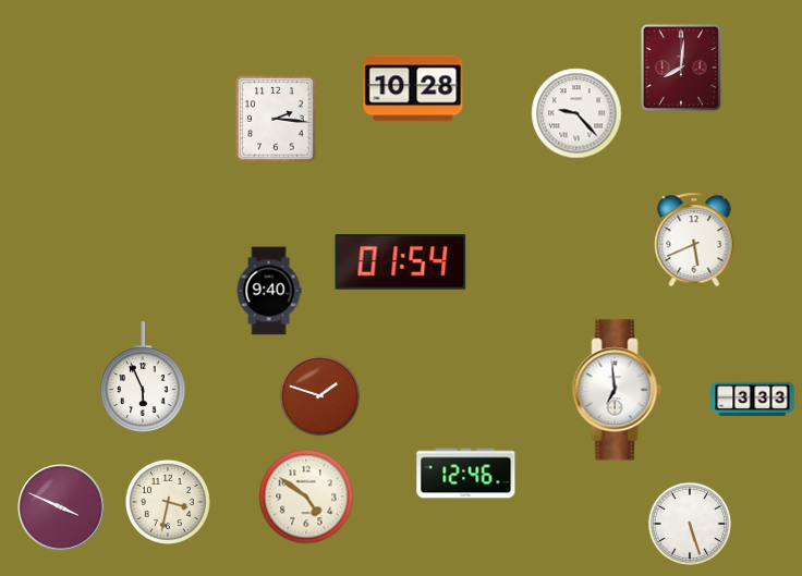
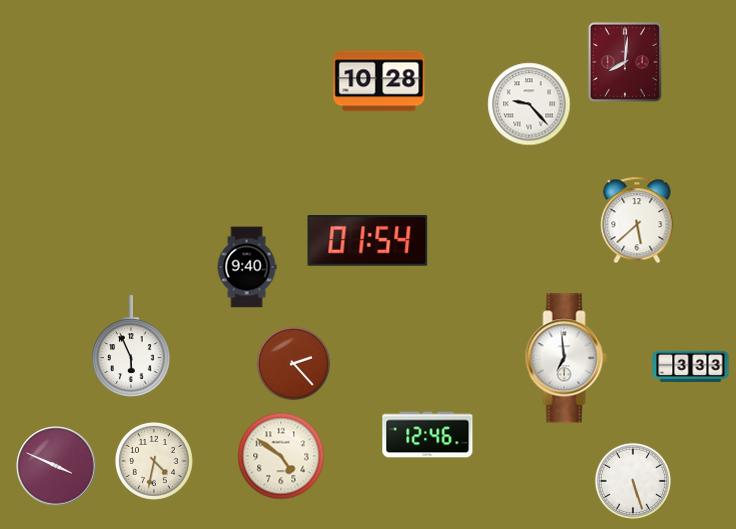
clock at (276, 119): 2:16 -> none
clock at (694, 240): 5:41 -> 5:38
clock at (320, 396): 1:48 -> 2:23
clock at (168, 502): 3:32 -> 4:32
